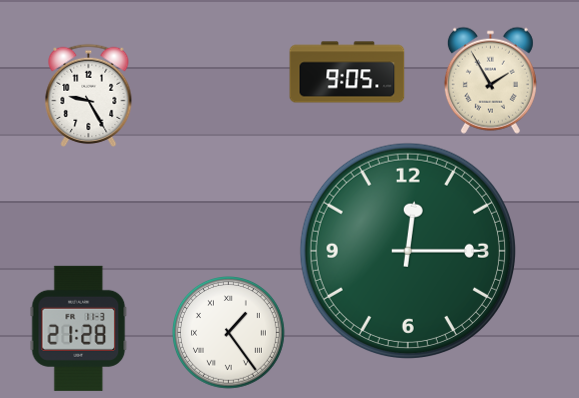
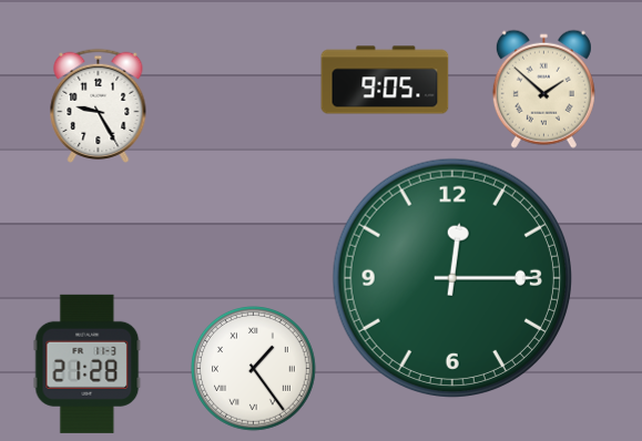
clock at (490, 80): 1:55 -> 1:52
